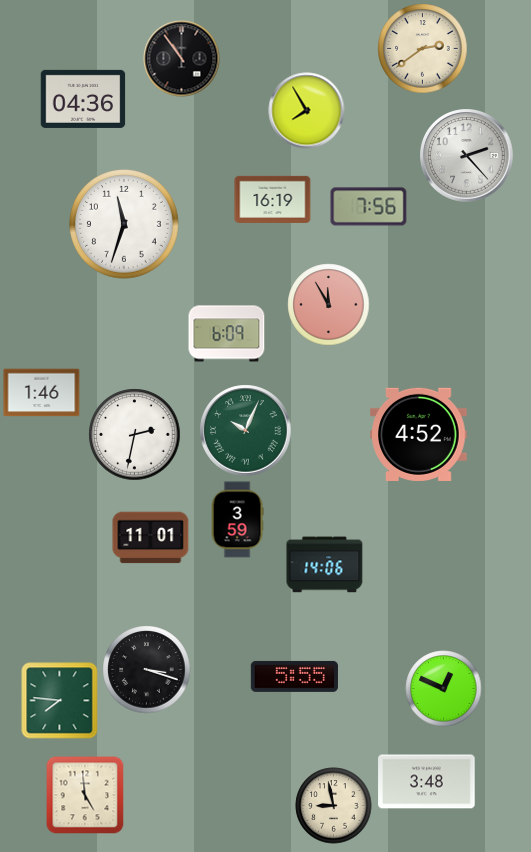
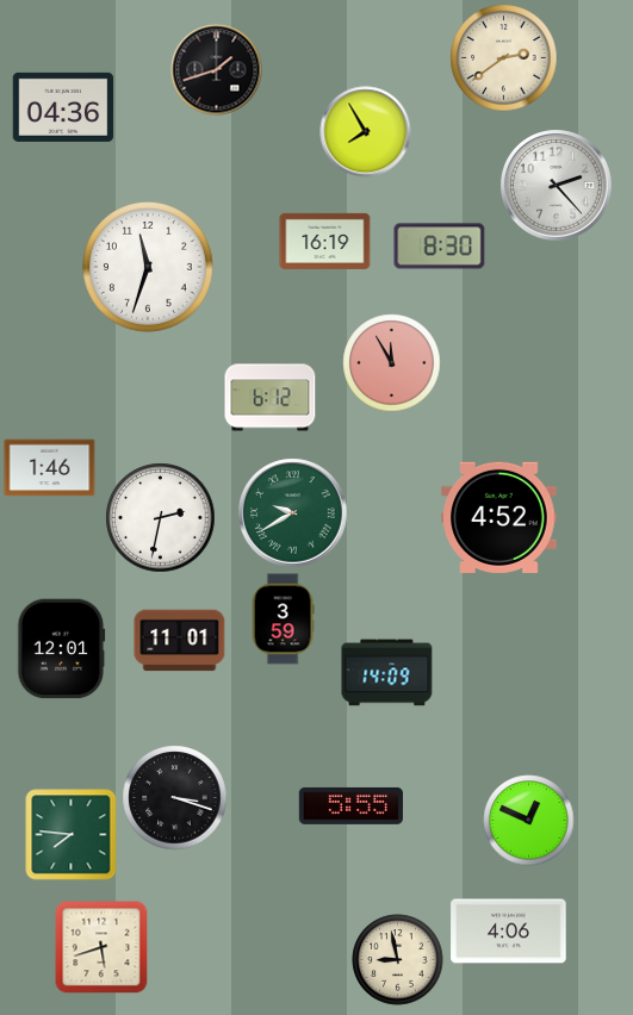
clock at (182, 59): 10:54 -> 1:42
clock at (83, 99) position: (83, 99) -> (63, 107)
clock at (273, 199) position: (273, 199) -> (325, 241)
clock at (369, 207): 7:56 -> 8:30
clock at (227, 334): 6:09 -> 6:12
clock at (246, 431): 10:04 -> 9:40
clock at (62, 649): none -> 12:01
clock at (325, 565): 14:06 -> 14:09
clock at (427, 782): 3:48 -> 4:06
clock at (85, 795): 4:59 -> 5:42
